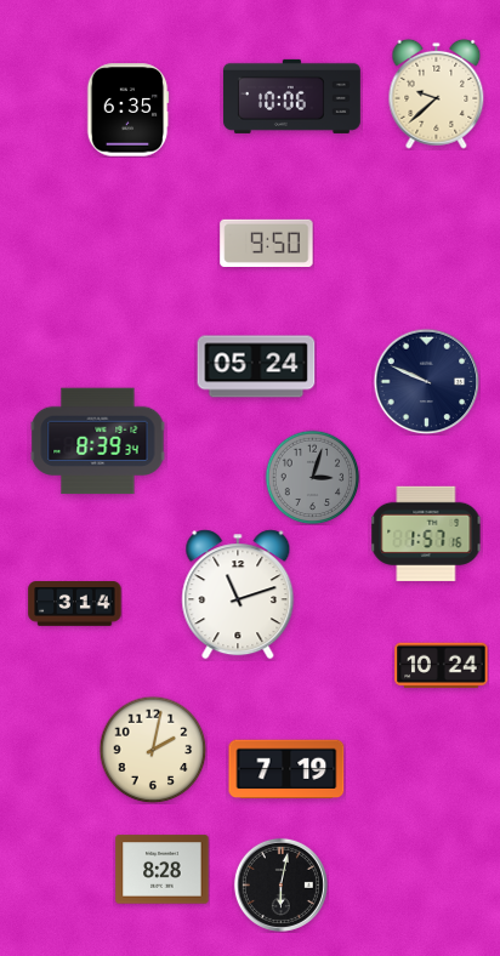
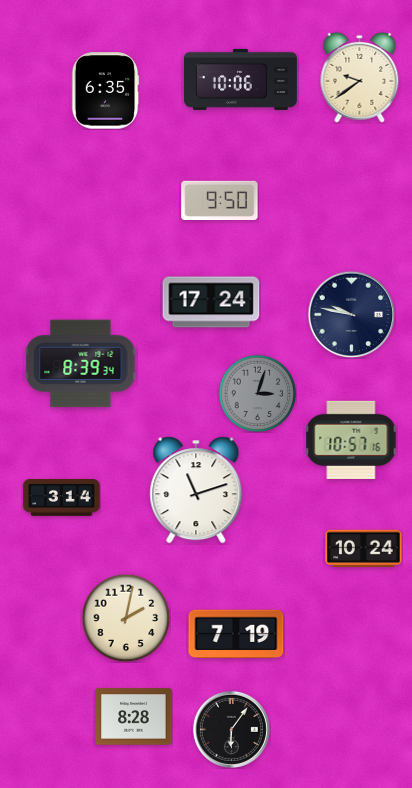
clock at (437, 93): 9:38 -> 9:39
clock at (256, 366): 05:24 -> 17:24
clock at (426, 381): 9:49 -> 9:47
clock at (426, 534): 1:57 -> 10:57
clock at (280, 884): 6:02 -> 6:06
